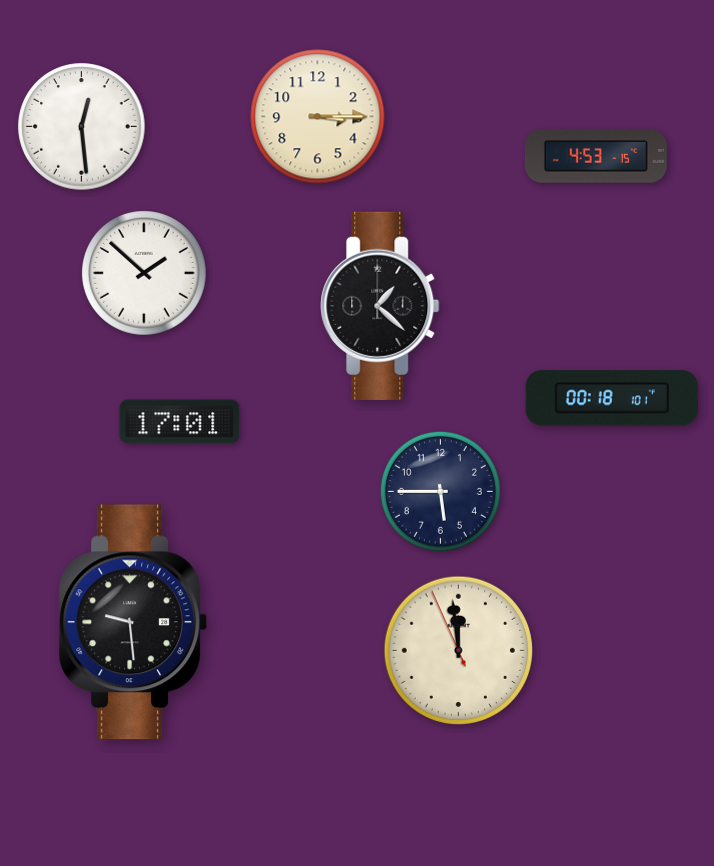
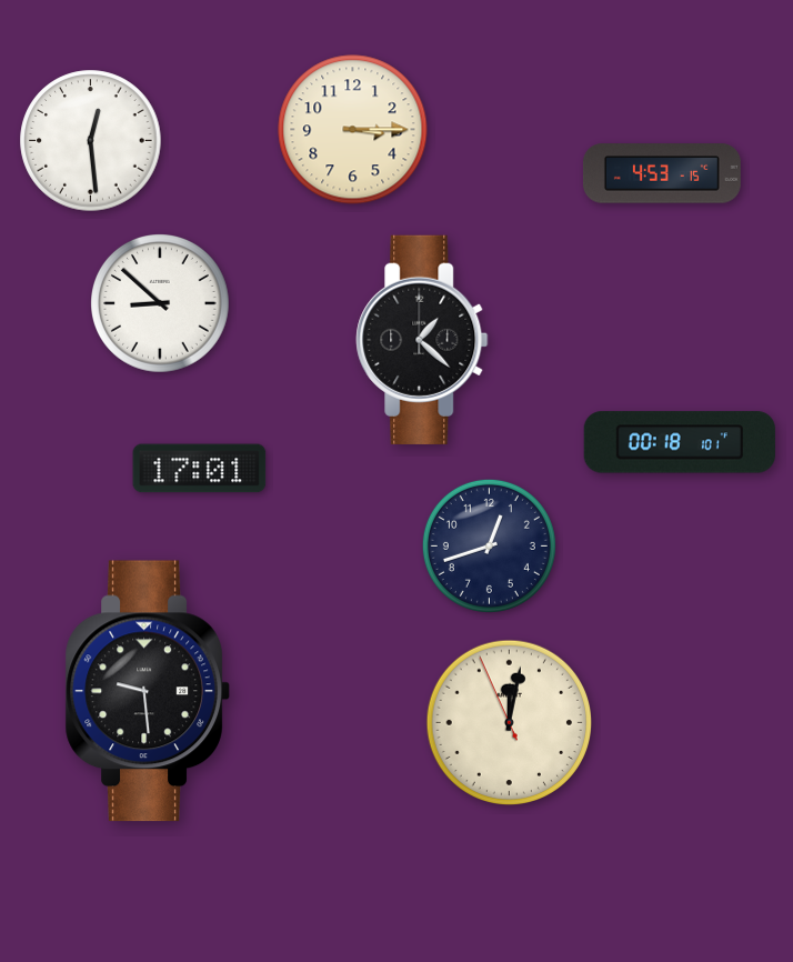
clock at (145, 274): 1:52 -> 8:52
clock at (440, 491): 5:45 -> 12:42
clock at (458, 650): 11:58 -> 12:01
